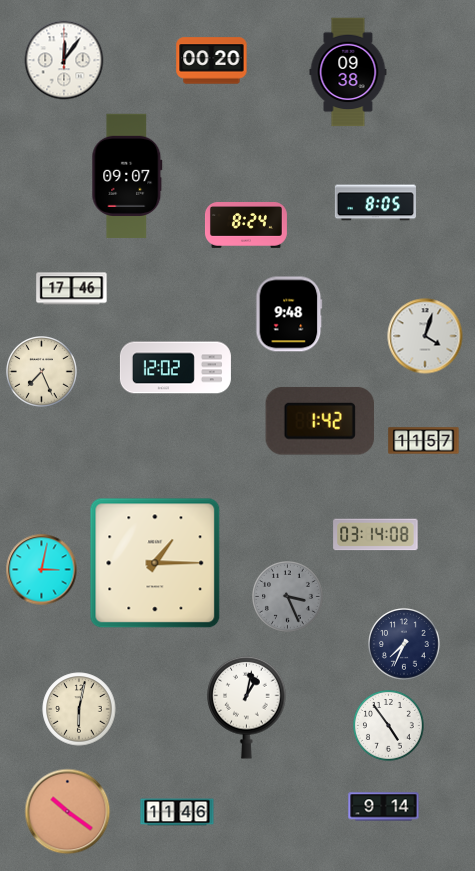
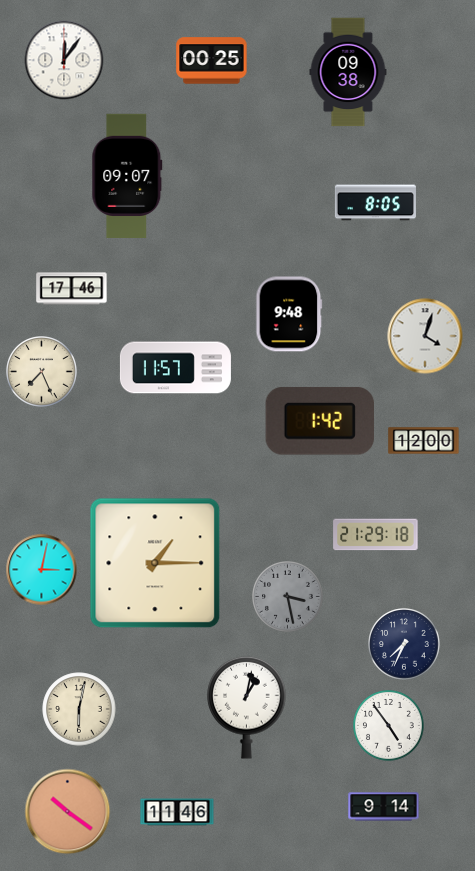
clock at (212, 61): 00:20 -> 00:25
clock at (246, 226): 8:24 -> none
clock at (175, 368): 12:02 -> 11:57
clock at (424, 441): 11:57 -> 12:00
clock at (376, 535): 03:14 -> 21:29
clock at (288, 597): 3:26 -> 3:28
